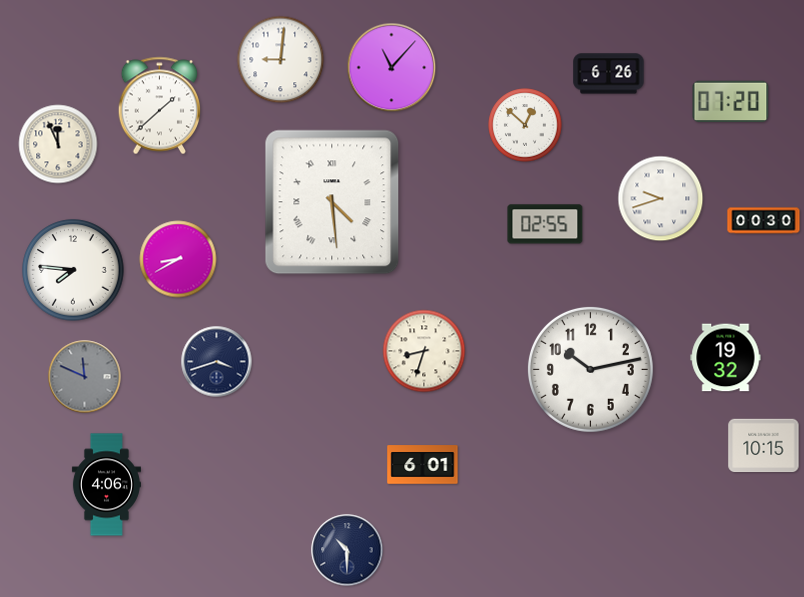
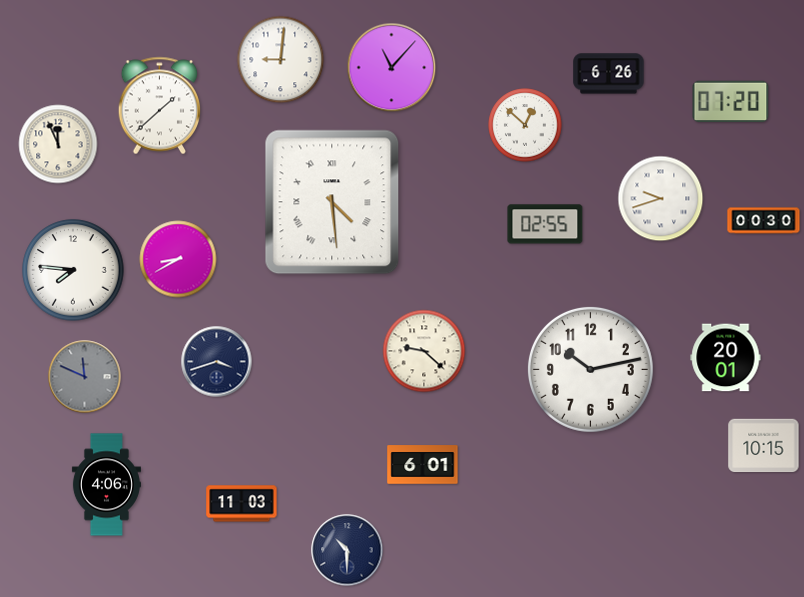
clock at (424, 351): 8:33 -> 9:22
clock at (726, 358): 19:32 -> 20:01
clock at (242, 504): none -> 11:03
